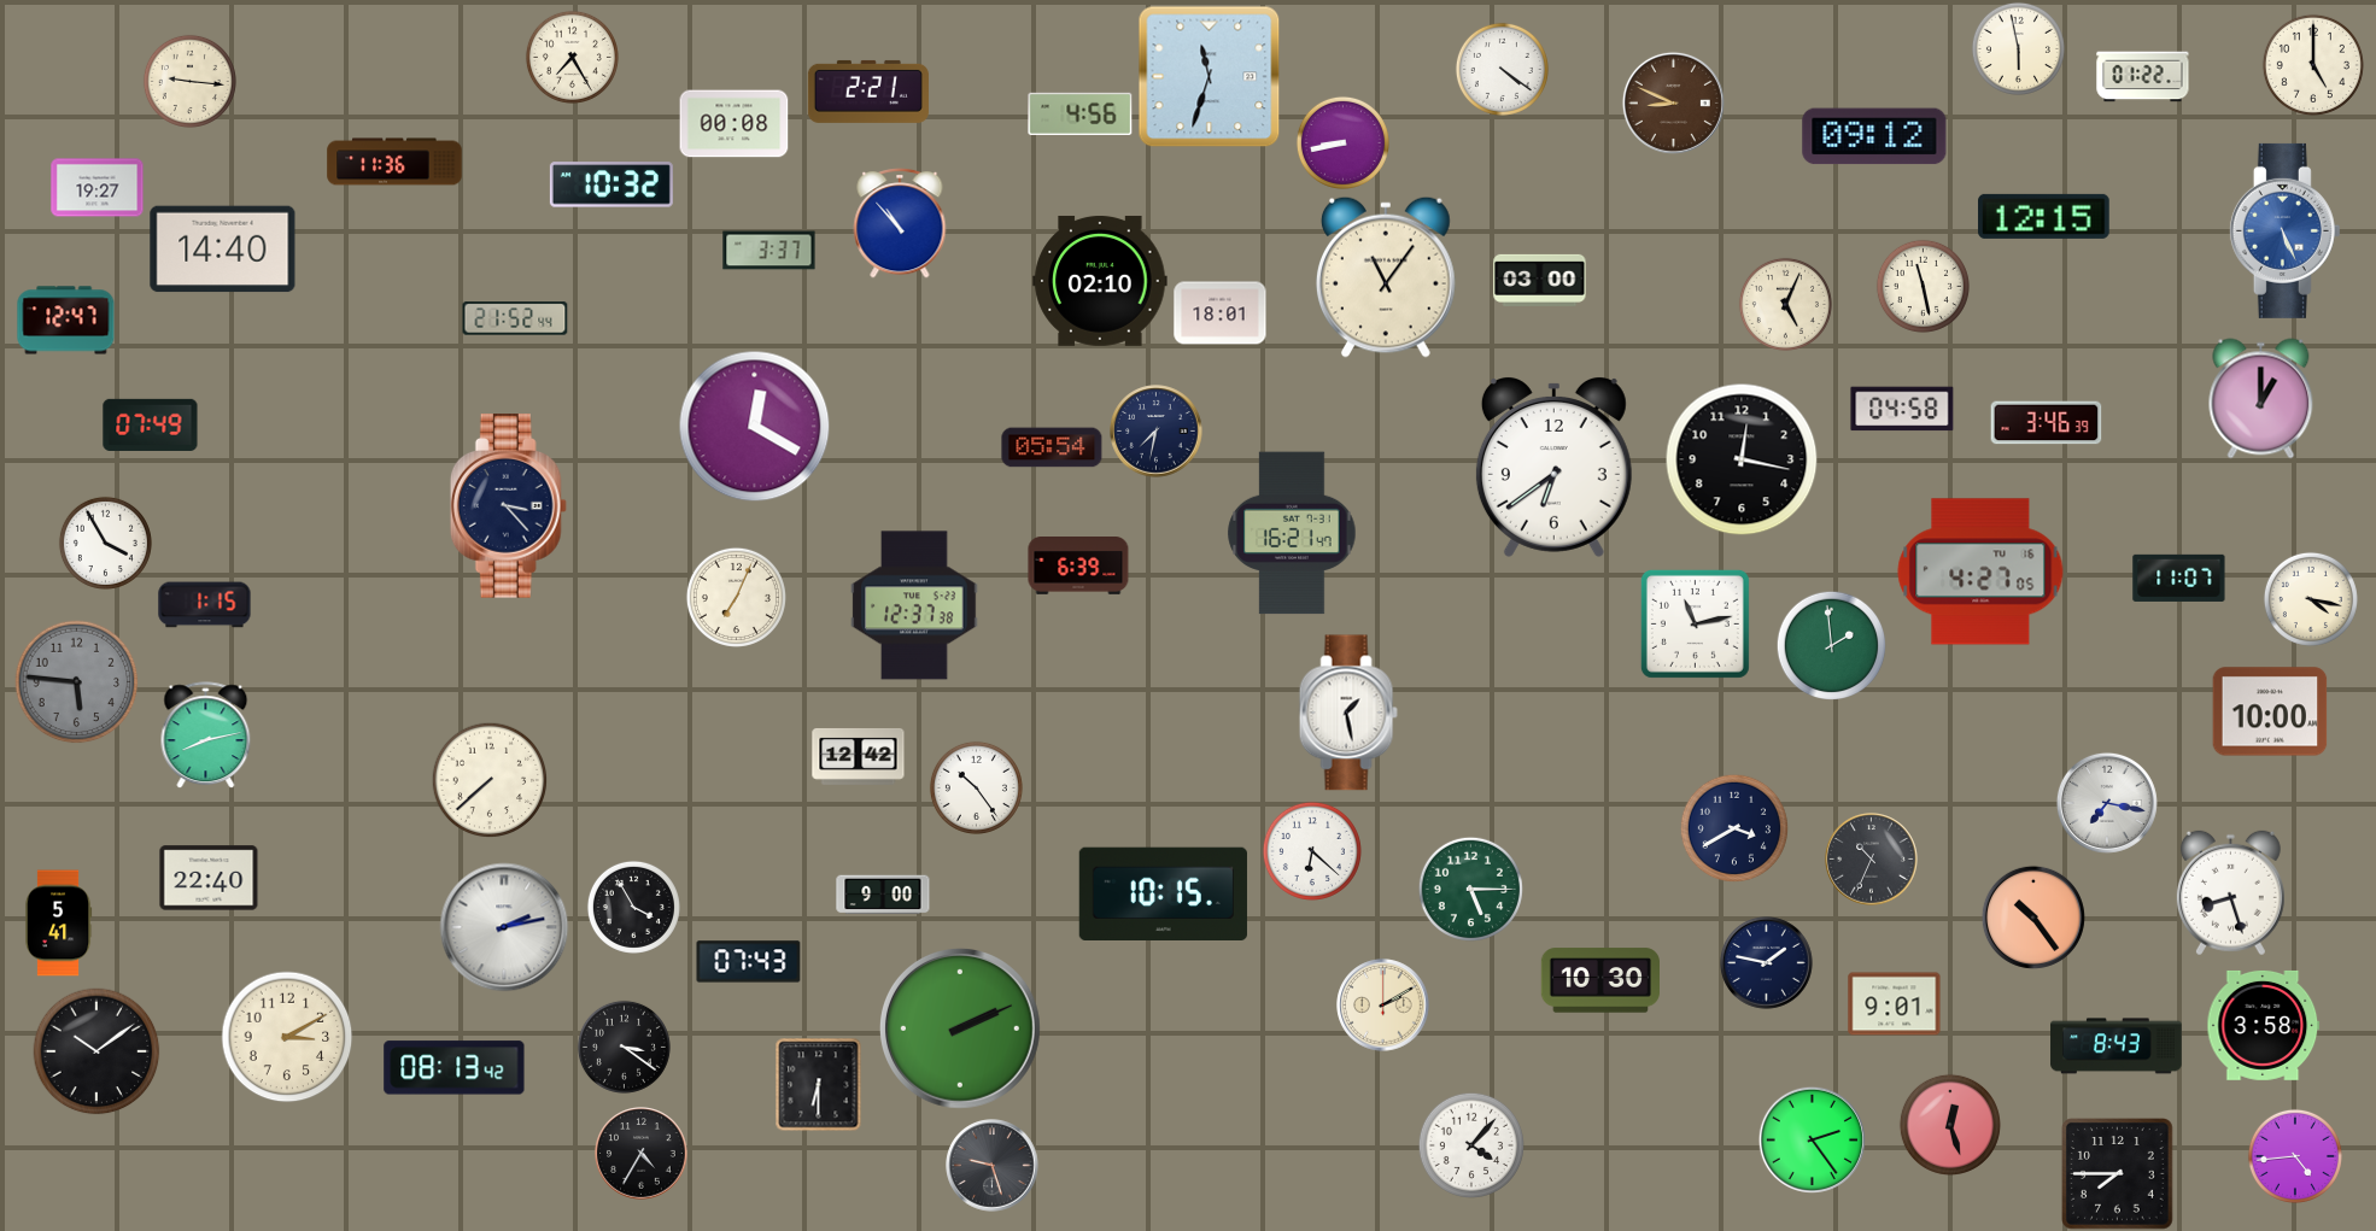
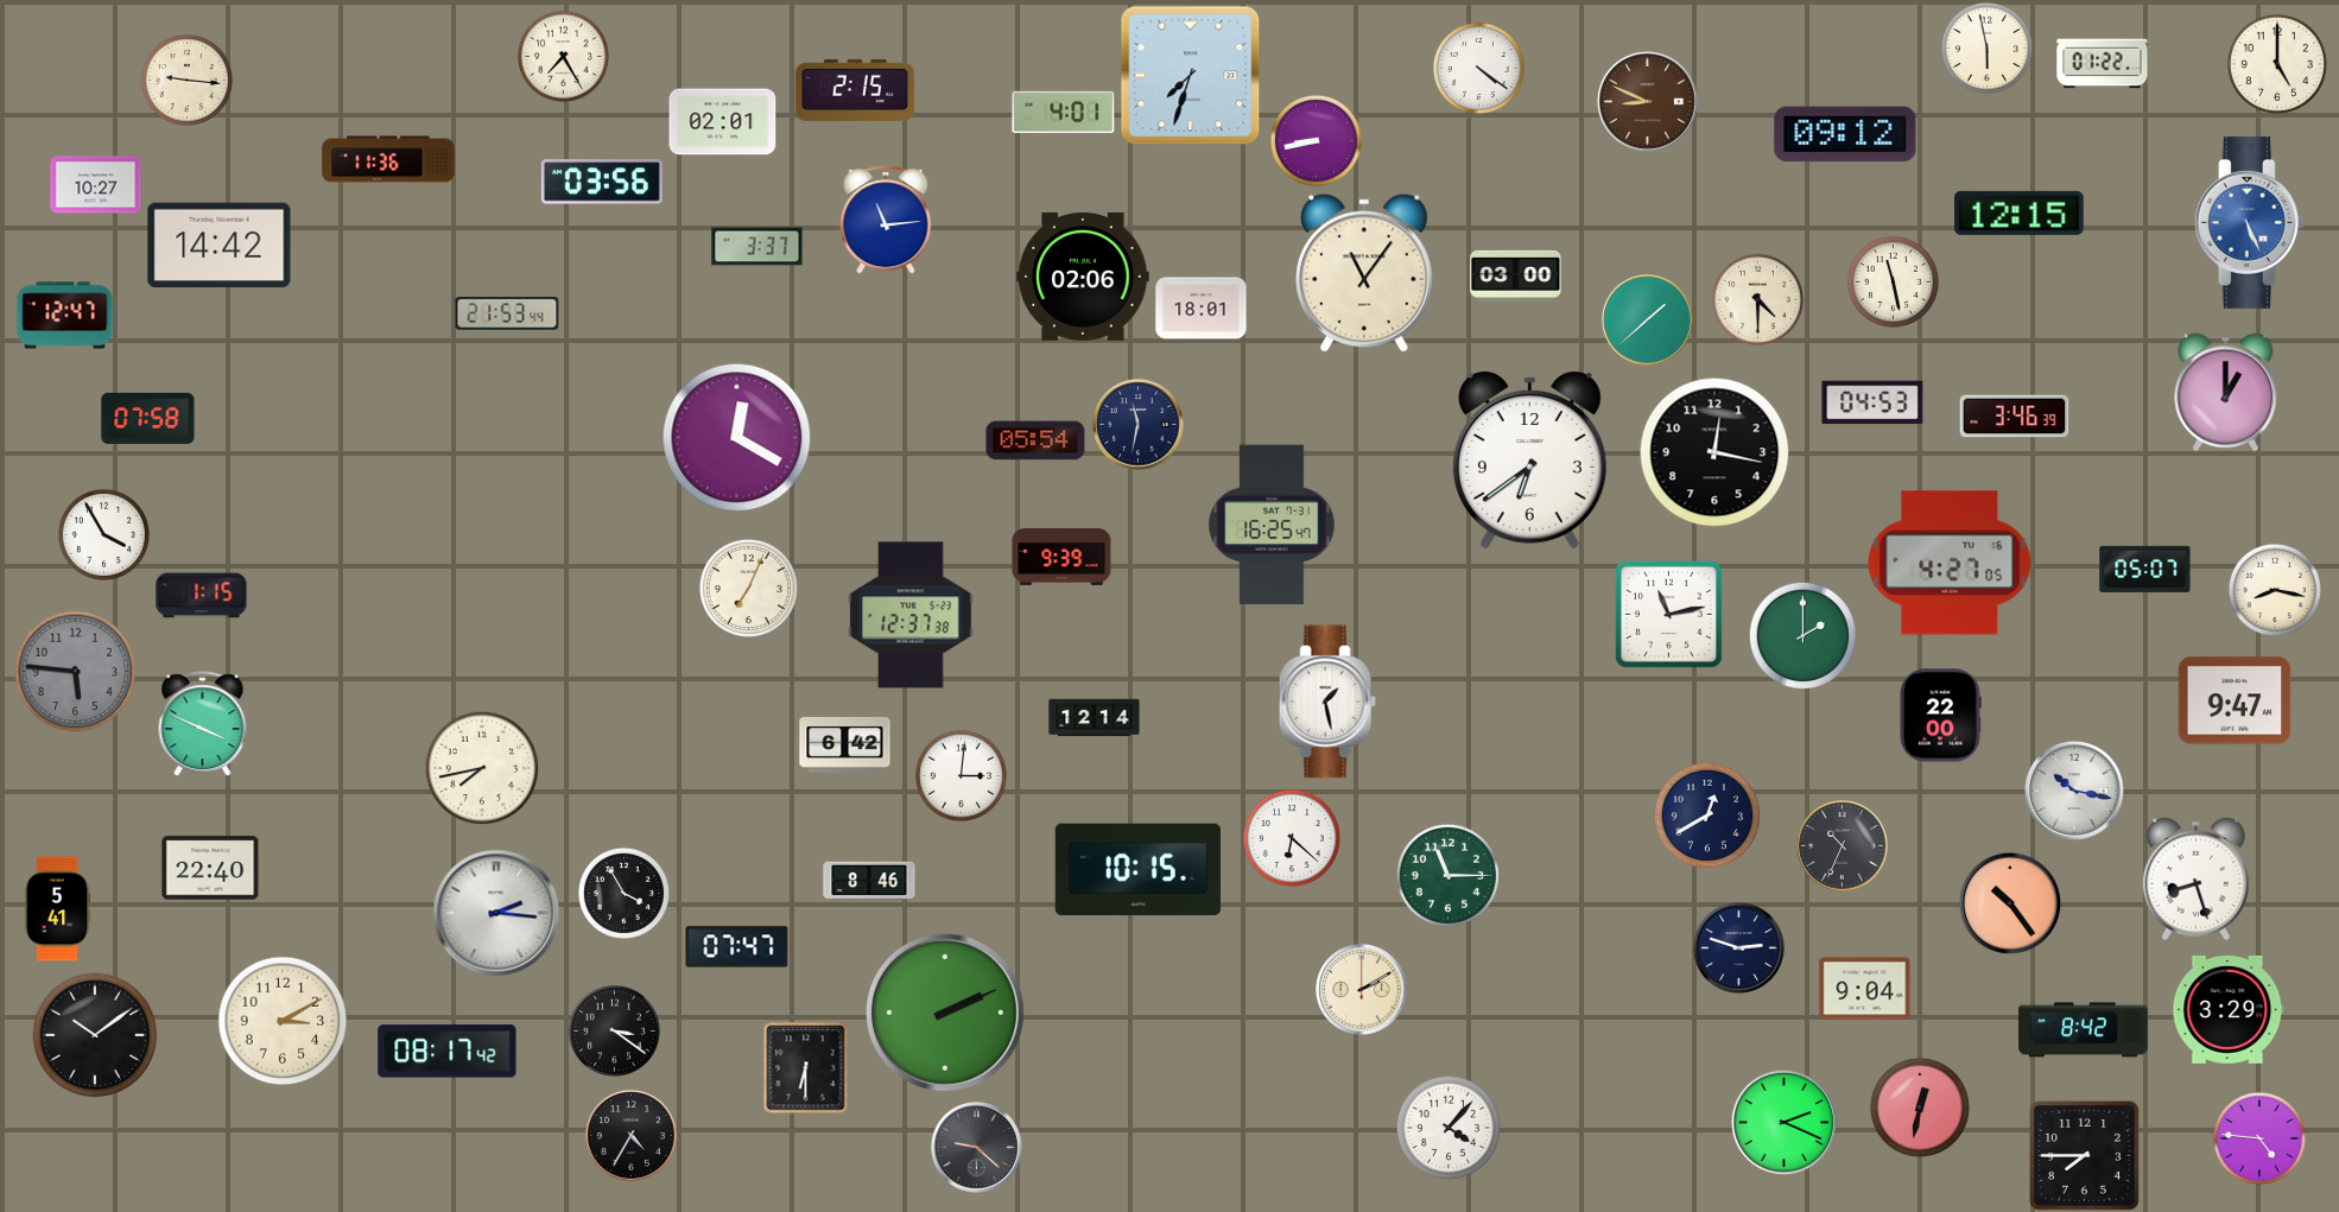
clock at (1210, 77): 11:33 -> 7:33
clock at (2143, 77) position: (2143, 77) -> (2103, 64)
clock at (868, 92): 2:21 -> 2:15
clock at (1081, 113): 4:56 -> 4:01
clock at (735, 124): 00:08 -> 02:01
clock at (1342, 142) position: (1342, 142) -> (1316, 140)
clock at (611, 184): 10:32 -> 03:56
clock at (98, 188): 19:27 -> 10:27
clock at (2044, 216) position: (2044, 216) -> (2020, 212)
clock at (900, 224): 10:53 -> 11:14
clock at (2284, 230) position: (2284, 230) -> (2249, 222)
clock at (223, 250): 14:40 -> 14:42
clock at (1100, 281): 02:10 -> 02:06
clock at (1785, 304): 5:04 -> 4:30
clock at (515, 318): 21:52 -> 21:53
clock at (1648, 321): none -> 1:38
clock at (1902, 409): 04:58 -> 04:53
clock at (151, 424): 07:49 -> 07:58
clock at (755, 427) position: (755, 427) -> (737, 438)
clock at (1157, 432): 7:32 -> 11:32
clock at (508, 506): 3:23 -> none
clock at (1292, 533): 16:21 -> 16:25
clock at (1078, 567): 6:39 -> 9:39
clock at (2179, 578): 11:07 -> 05:07
clock at (736, 597) position: (736, 597) -> (748, 588)
clock at (2311, 599): 4:17 -> 8:17
clock at (914, 605) position: (914, 605) -> (911, 615)
clock at (1831, 645): 1:59 -> 2:00
clock at (2270, 711): 10:00 -> 9:47
clock at (1940, 716): none -> 22:00
clock at (1095, 718): none -> 12:14
clock at (206, 735): 8:13 -> 3:49
clock at (859, 756): 12:42 -> 6:42
clock at (490, 780): 7:38 -> 7:43
clock at (976, 787): 10:24 -> 3:01
clock at (2107, 803): 7:17 -> 10:17
clock at (1733, 827): 3:40 -> 12:40
clock at (209, 878) position: (209, 878) -> (210, 868)
clock at (1470, 889): 5:15 -> 11:15
clock at (1163, 893) position: (1163, 893) -> (1137, 869)
clock at (883, 895): 9:00 -> 8:46
clock at (2033, 918) position: (2033, 918) -> (2010, 903)
clock at (504, 927): 2:13 -> 2:16
clock at (749, 962): 07:43 -> 07:47
clock at (1767, 963): 1:47 -> 2:48
clock at (1599, 980): 10:30 -> none
clock at (1895, 1004): 9:01 -> 9:04
clock at (2264, 1025): 3:58 -> 3:29
clock at (2117, 1047): 8:43 -> 8:42
clock at (455, 1068): 08:13 -> 08:17
clock at (1950, 1125): 12:27 -> 12:32
clock at (1812, 1139): 2:24 -> 2:19
clock at (2295, 1156): 4:44 -> 4:46
clock at (993, 1166): 9:27 -> 9:22
